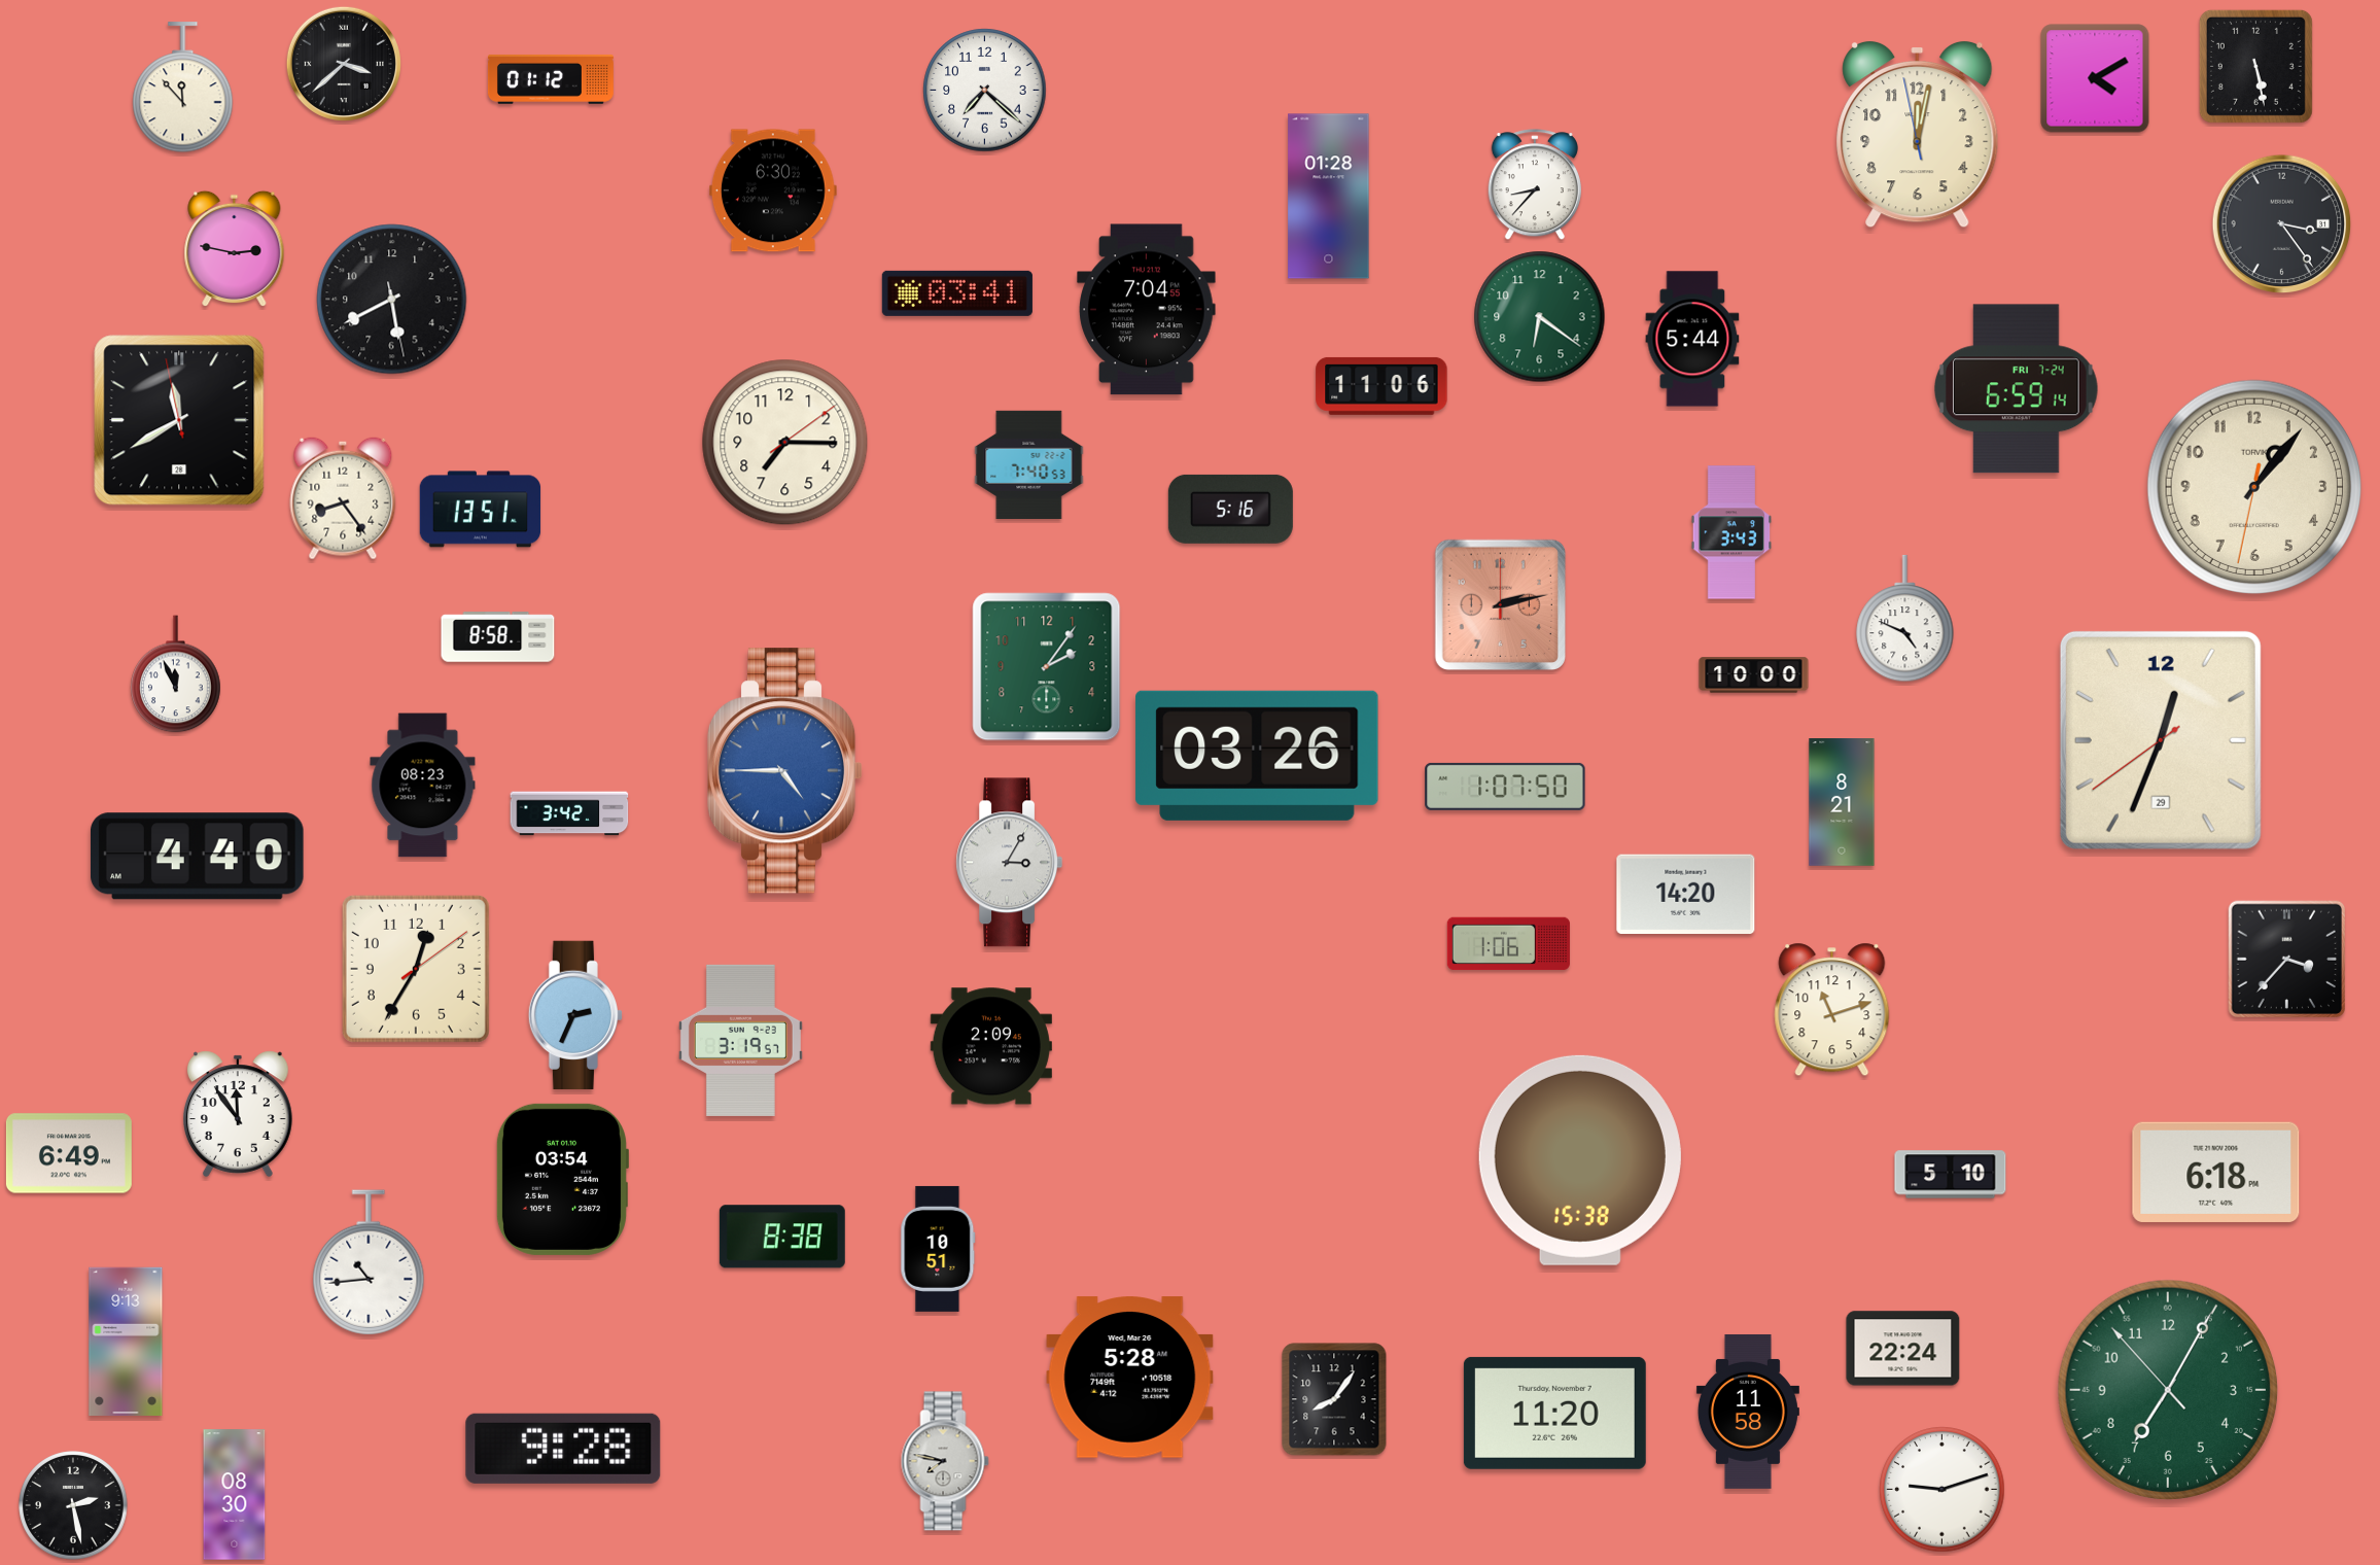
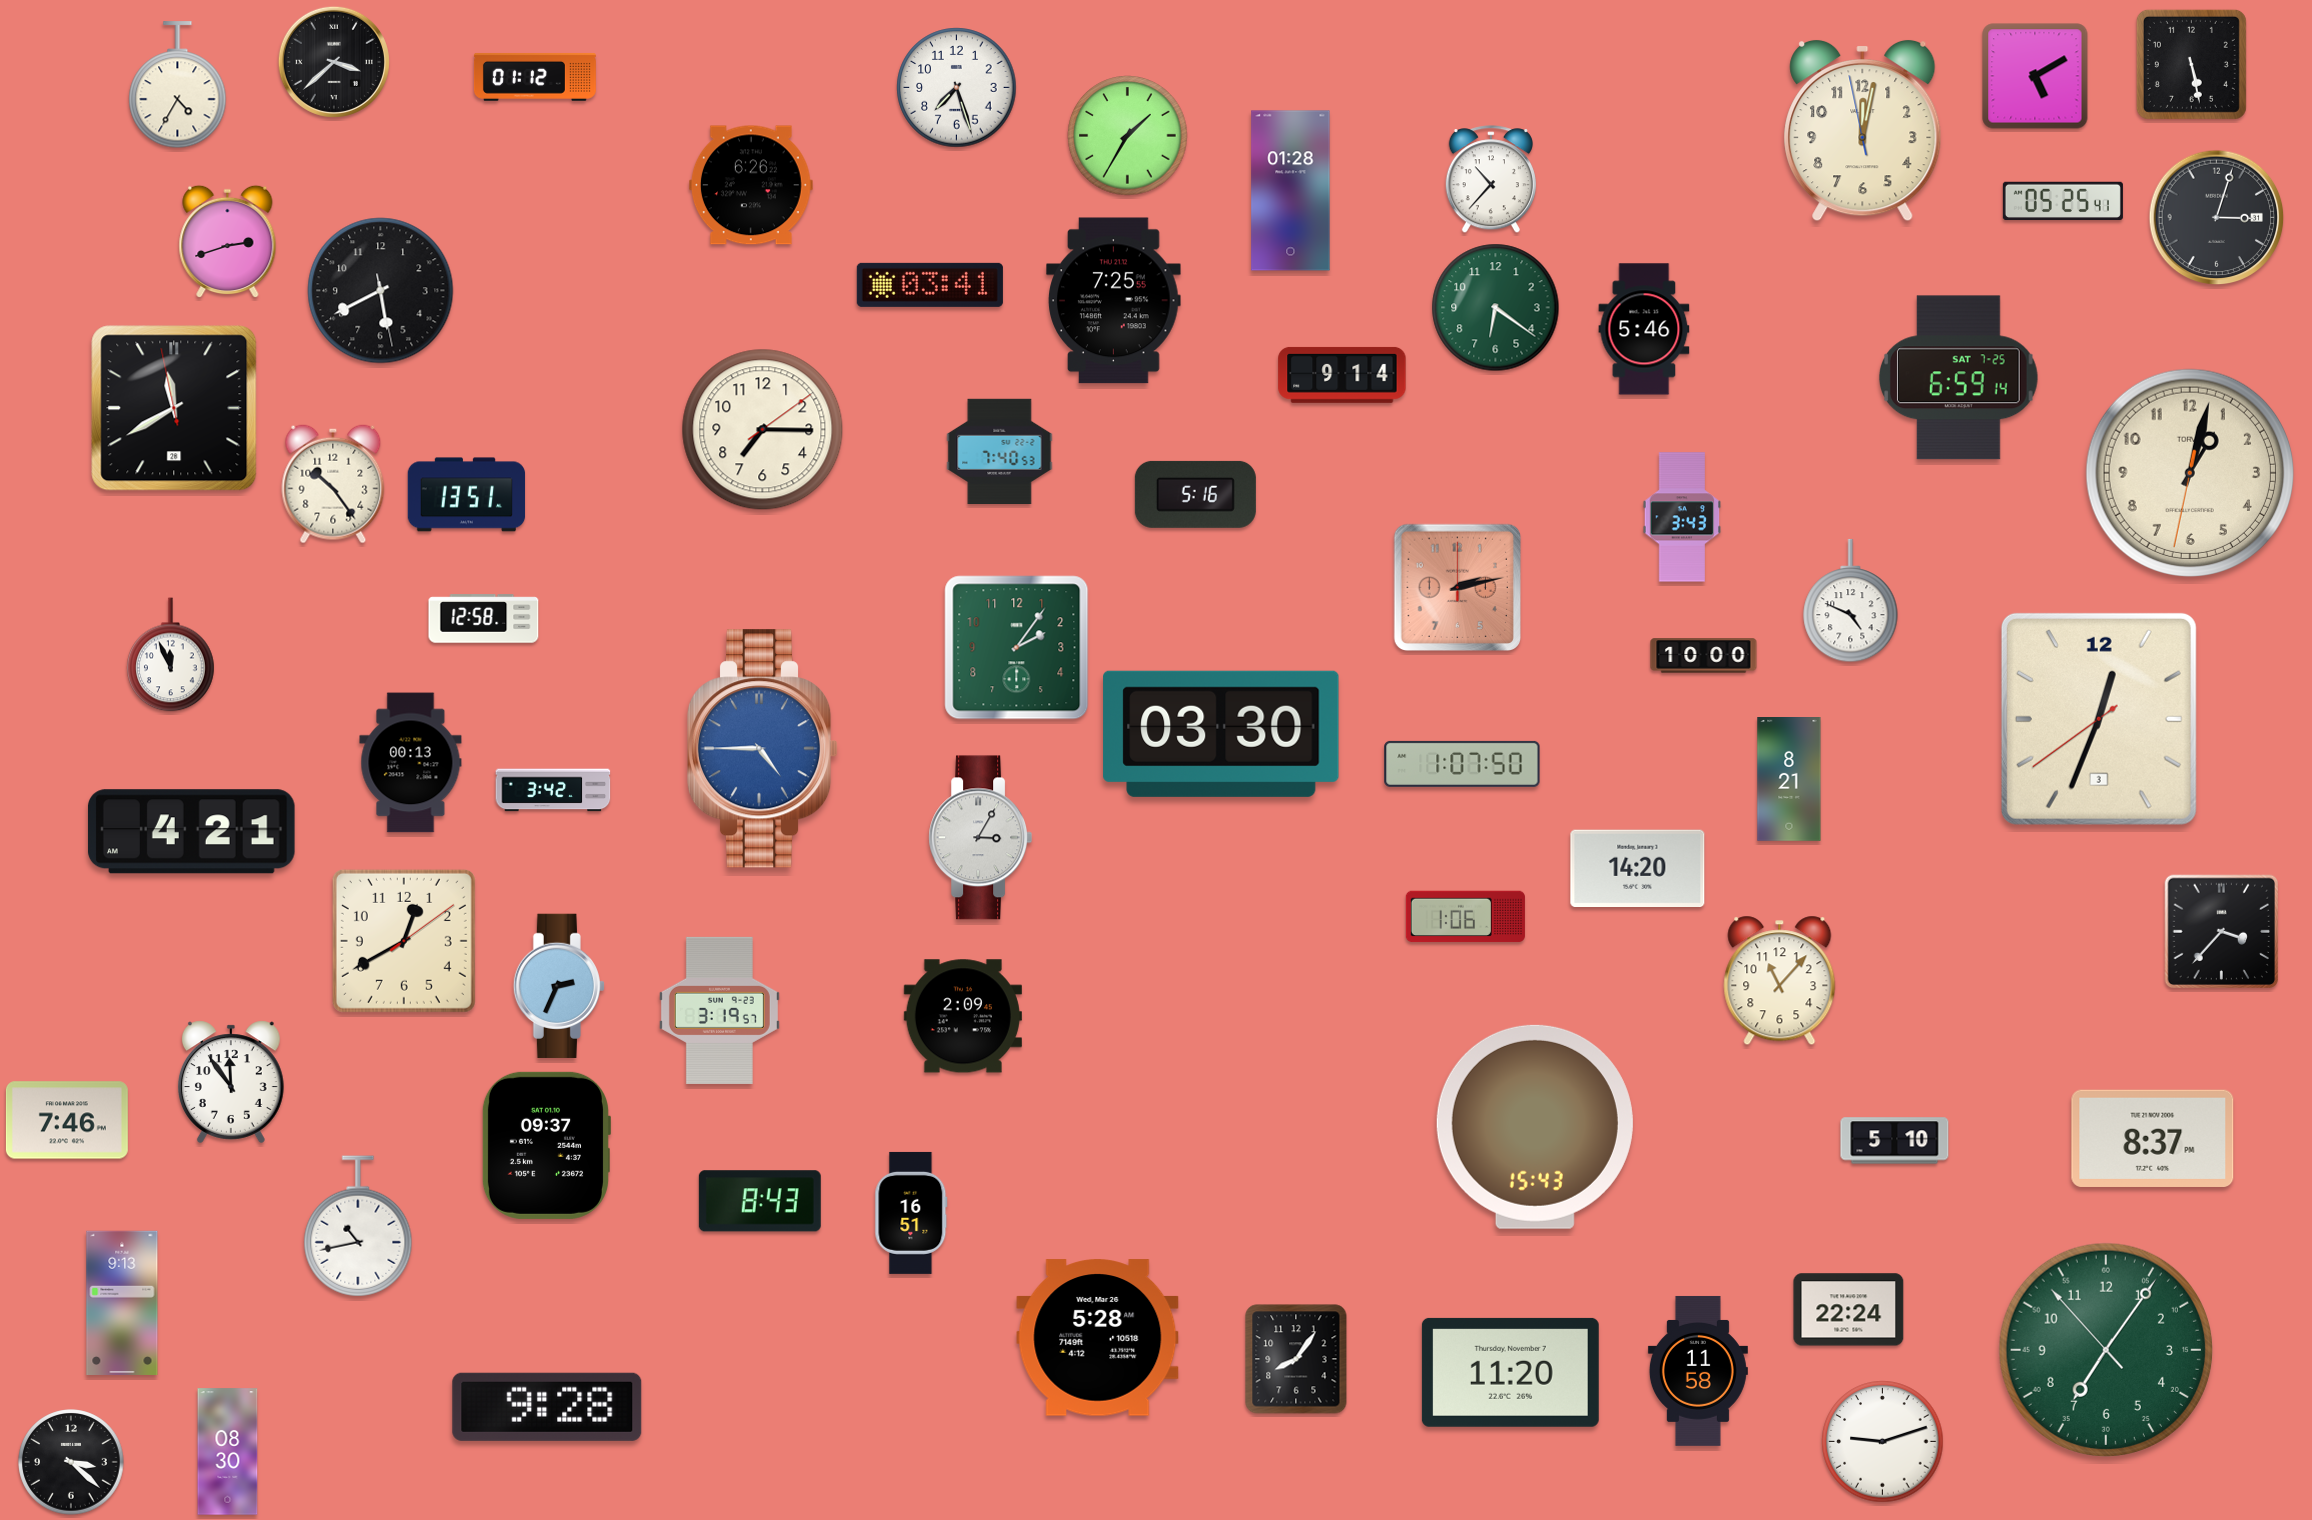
clock at (2095, 78): 4:10 -> 5:10
clock at (183, 88): 11:53 -> 4:35
clock at (985, 91): 7:22 -> 7:27
clock at (1128, 136): none -> 1:35
clock at (1535, 185): 8:37 -> 10:37
clock at (773, 190): 6:30 -> 6:26
clock at (2063, 201): none -> 05:25
clock at (2282, 224): 3:24 -> 3:03
clock at (235, 249): 2:47 -> 2:42
clock at (1147, 310): 7:04 -> 7:25
clock at (1692, 339): 5:44 -> 5:46
clock at (1381, 386): 11:06 -> 9:14
clock at (2016, 389) date: FRI 7-24 -> SAT 7-25
clock at (2253, 486): 1:06 -> 1:02
clock at (343, 498): 8:24 -> 10:24
clock at (498, 637): 8:58 -> 12:58
clock at (2161, 740) date: 29 -> 3
clock at (1257, 756): 03:26 -> 03:30
clock at (423, 786): 08:23 -> 00:13
clock at (197, 857): 4:40 -> 4:21
clock at (416, 969): 12:35 -> 12:40
clock at (1832, 1010): 11:12 -> 11:07
clock at (69, 1153): 6:49 -> 7:46
clock at (1580, 1160): 15:38 -> 15:43
clock at (2216, 1172): 6:18 -> 8:37
clock at (562, 1179): 03:54 -> 09:37
clock at (782, 1237): 8:38 -> 8:43
clock at (938, 1249): 10:51 -> 16:51
clock at (369, 1262): 10:44 -> 10:43
clock at (2168, 1390): 7:04 -> 7:05
clock at (945, 1461): 7:47 -> none
clock at (1942, 1490) position: (1942, 1490) -> (1883, 1442)
clock at (73, 1505): 2:28 -> 3:22
